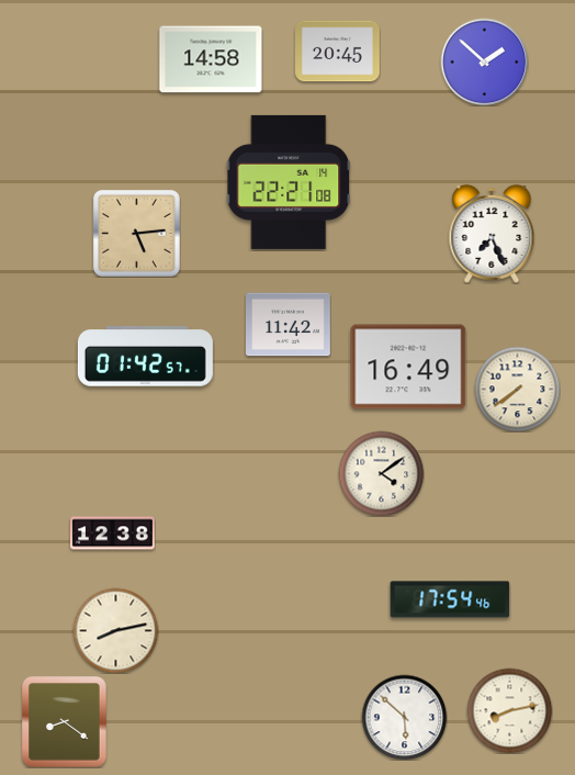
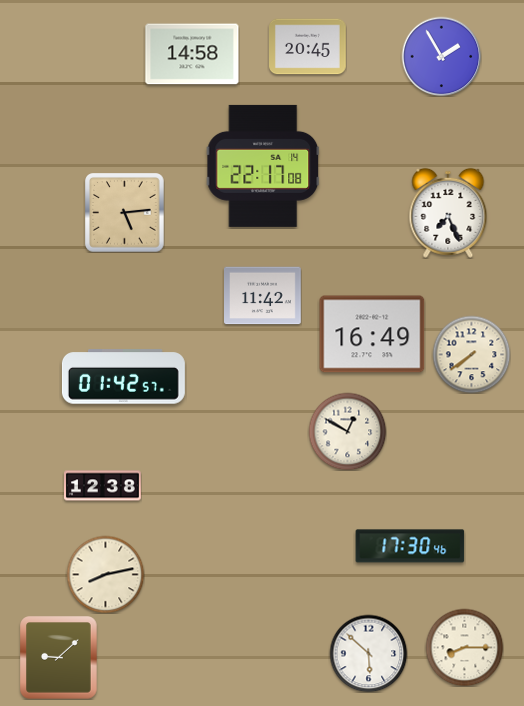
clock at (484, 61): 1:52 -> 1:55
clock at (289, 182): 22:21 -> 22:17
clock at (145, 357) position: (145, 357) -> (123, 377)
clock at (381, 473): 4:09 -> 12:50
clock at (450, 599): 17:54 -> 17:30
clock at (509, 710): 8:13 -> 8:15
clock at (65, 722): 8:21 -> 9:08
